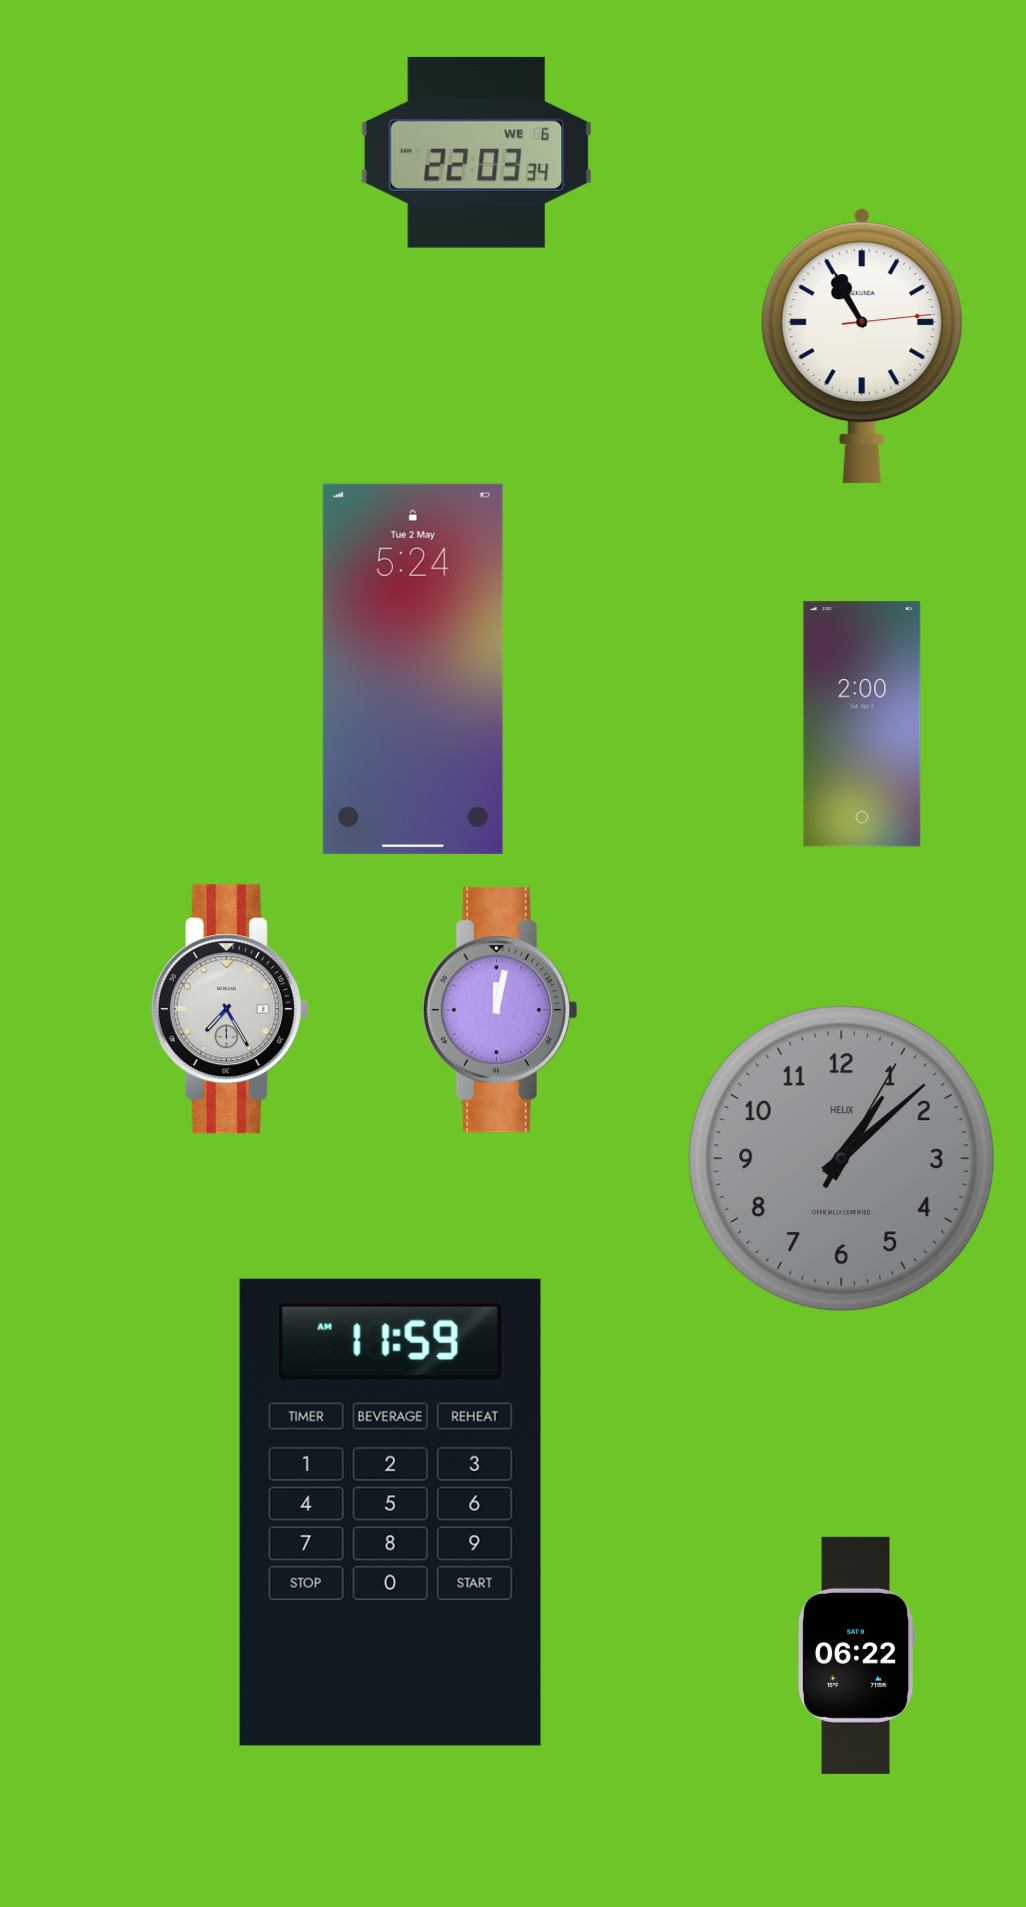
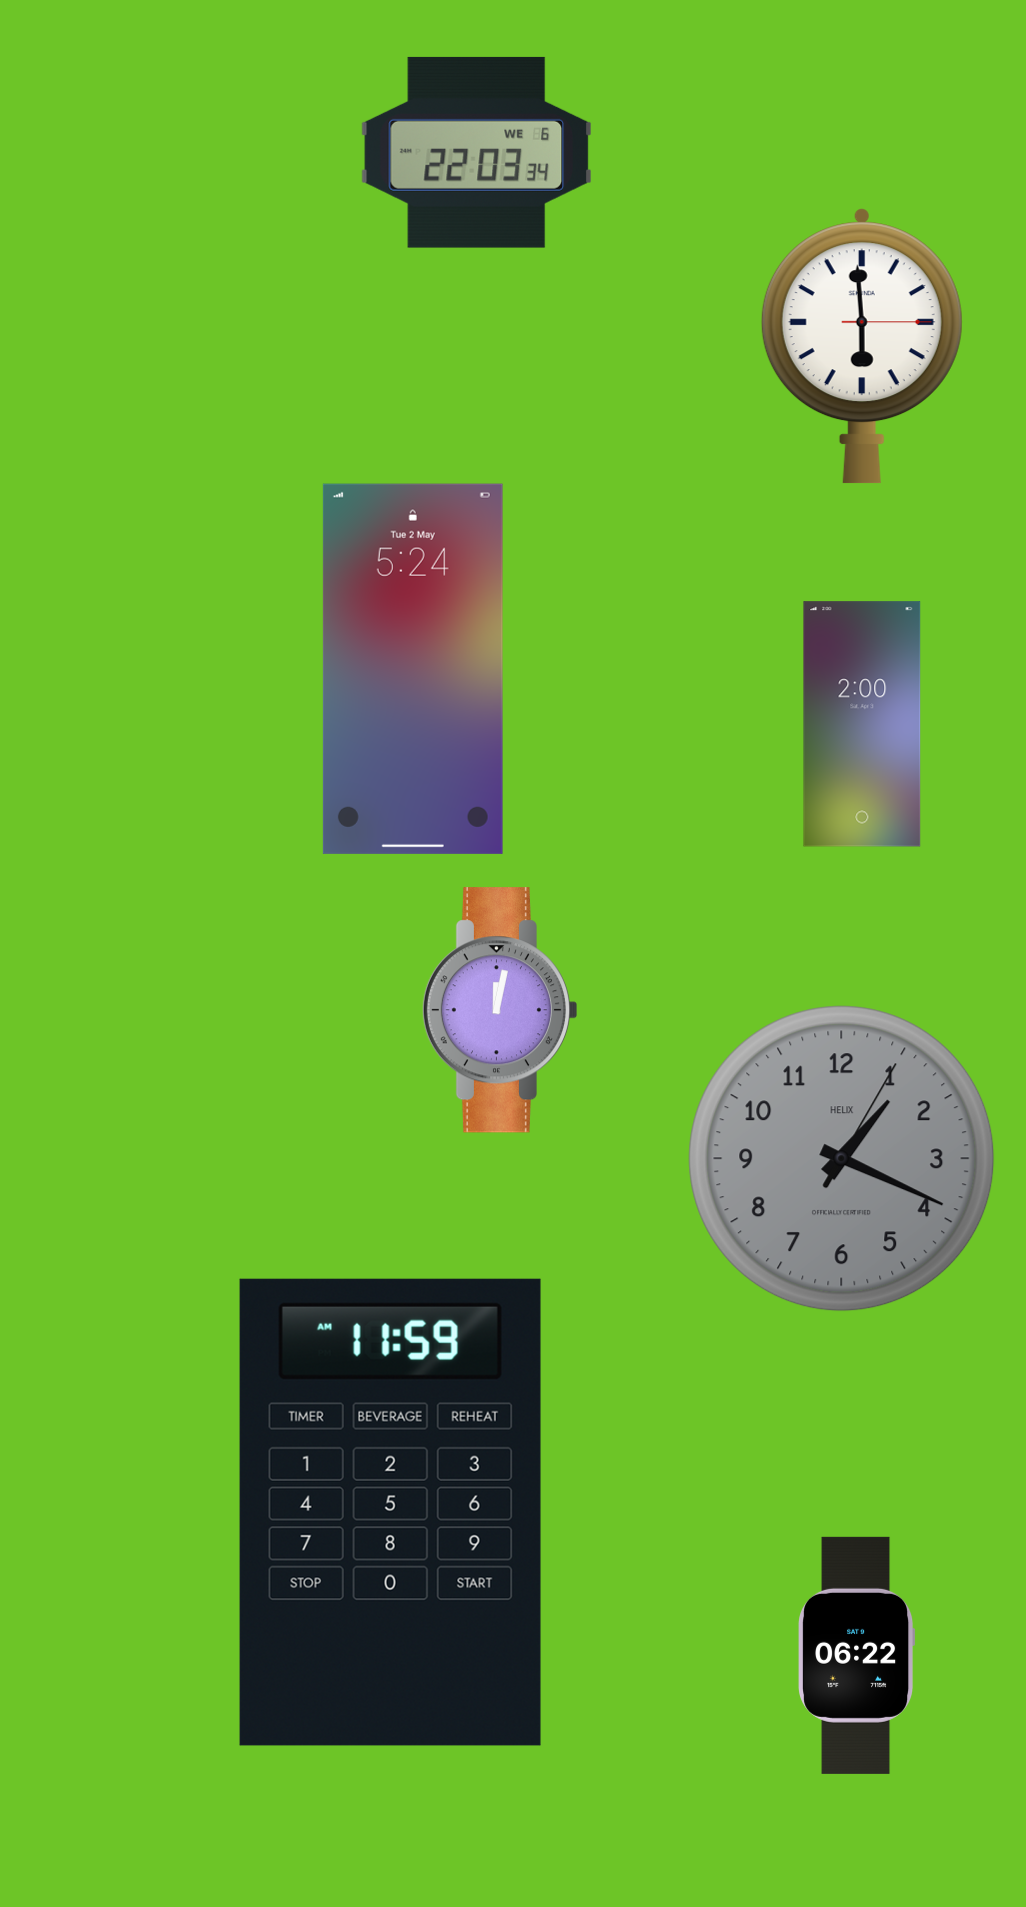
clock at (862, 346): 10:55 -> 5:59
clock at (230, 1009): 7:25 -> none
clock at (842, 1159): 1:08 -> 1:19
